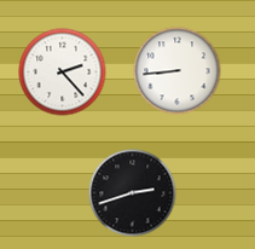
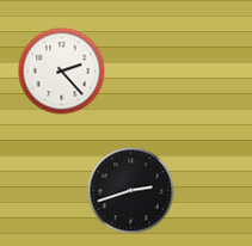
clock at (178, 71): 8:44 -> none
